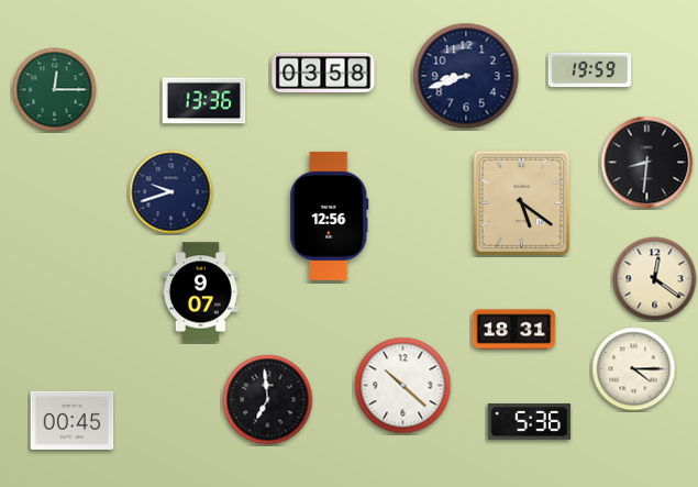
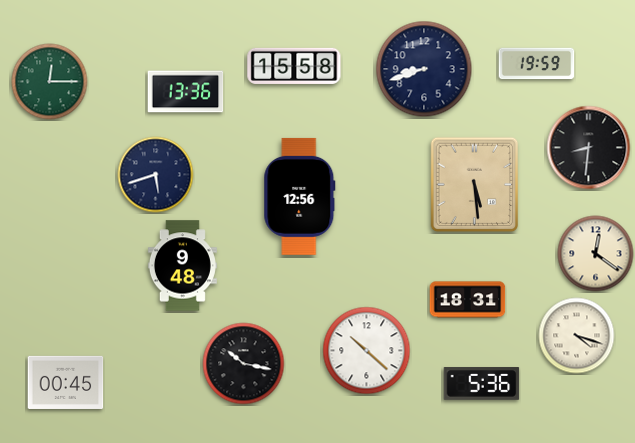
clock at (323, 73): 03:58 -> 15:58
clock at (171, 192): 9:42 -> 5:42
clock at (522, 203): 5:21 -> 5:29
clock at (200, 292): 9:07 -> 9:48
clock at (634, 369): 4:15 -> 4:18
clock at (268, 400): 6:59 -> 10:17
